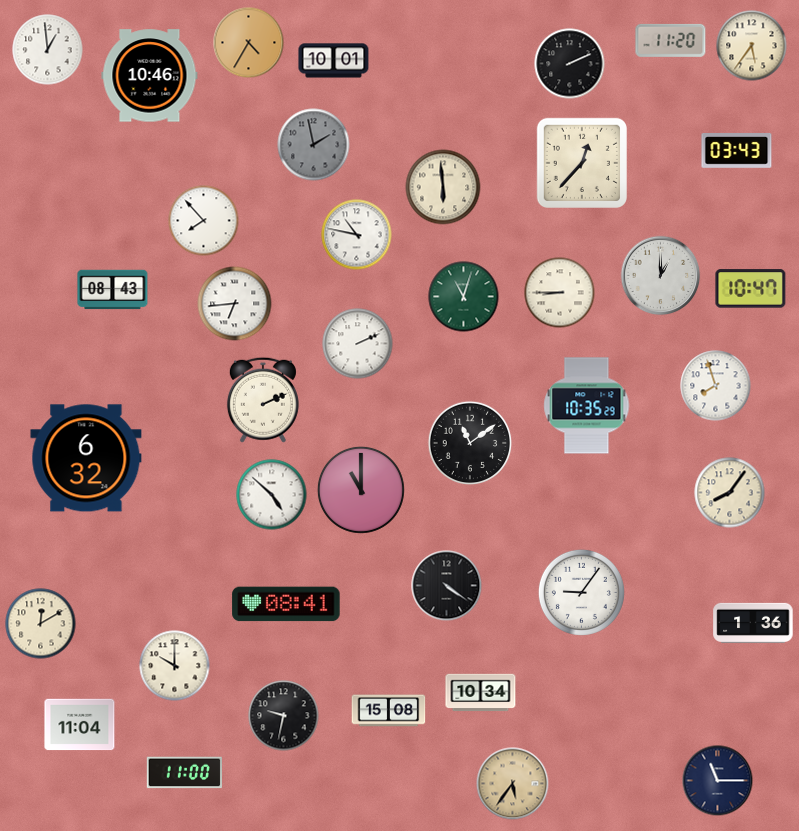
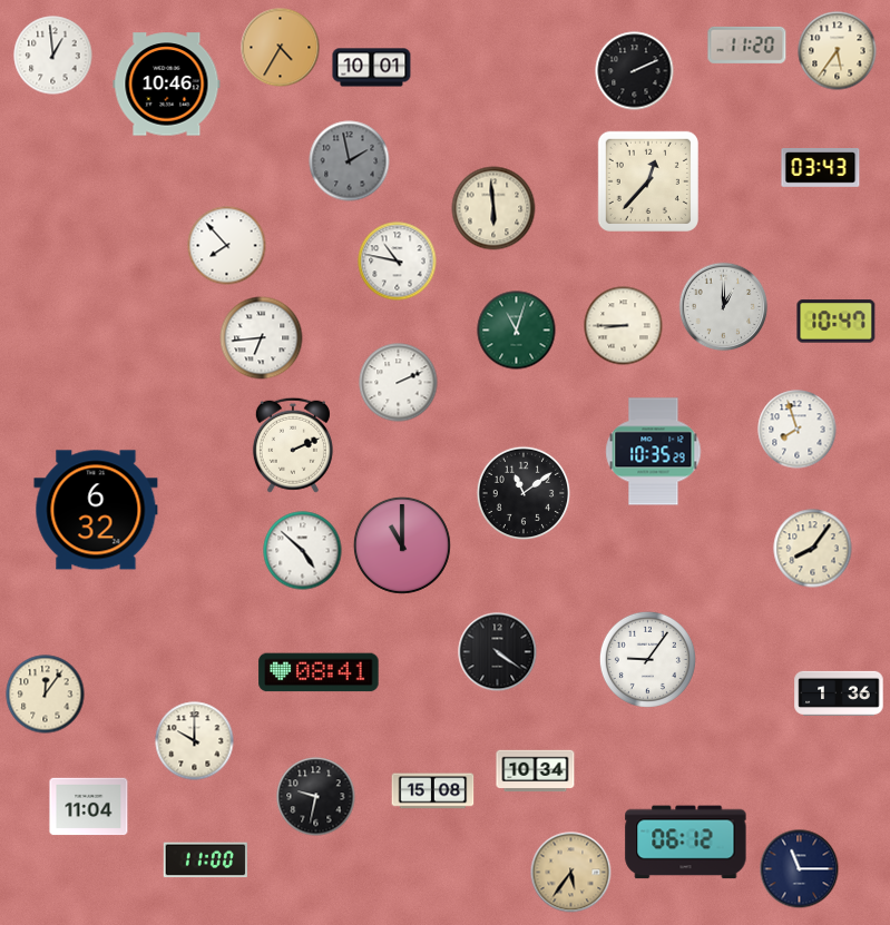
clock at (249, 43) position: (249, 43) -> (281, 48)
clock at (661, 276) position: (661, 276) -> (724, 307)
clock at (113, 290): 08:43 -> none
clock at (41, 624): 12:10 -> 12:06
clock at (686, 843): none -> 06:12
